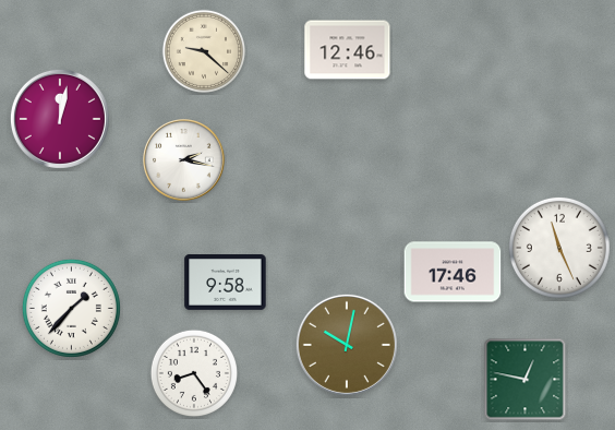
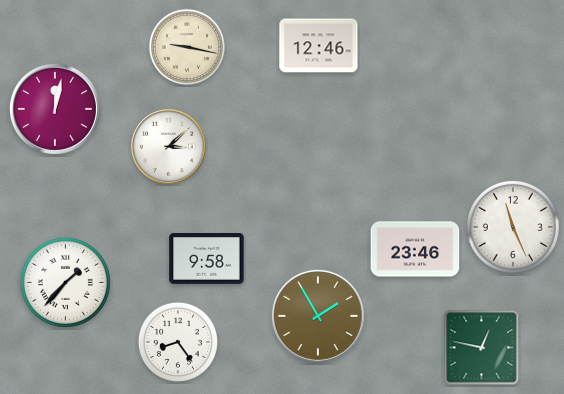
clock at (203, 50): 9:22 -> 9:17
clock at (184, 160): 2:17 -> 3:08
clock at (453, 272): 17:46 -> 23:46
clock at (347, 345): 10:02 -> 1:55
